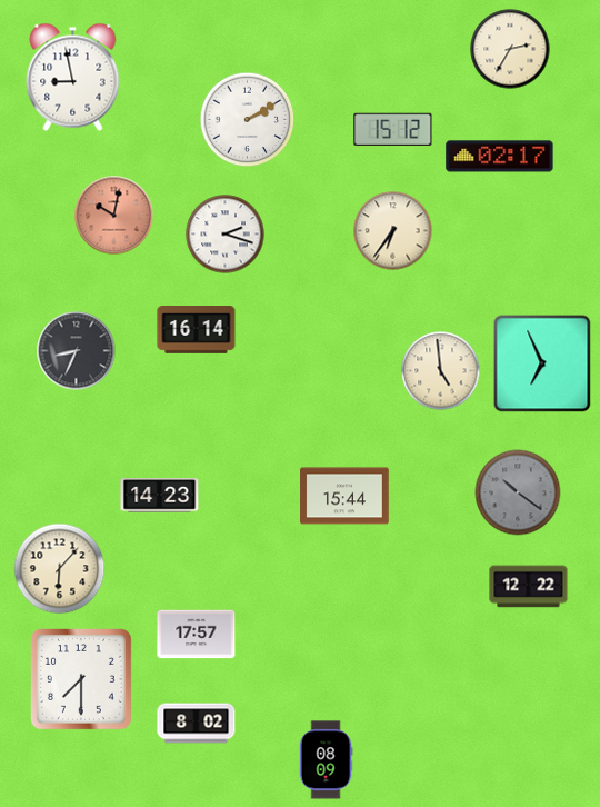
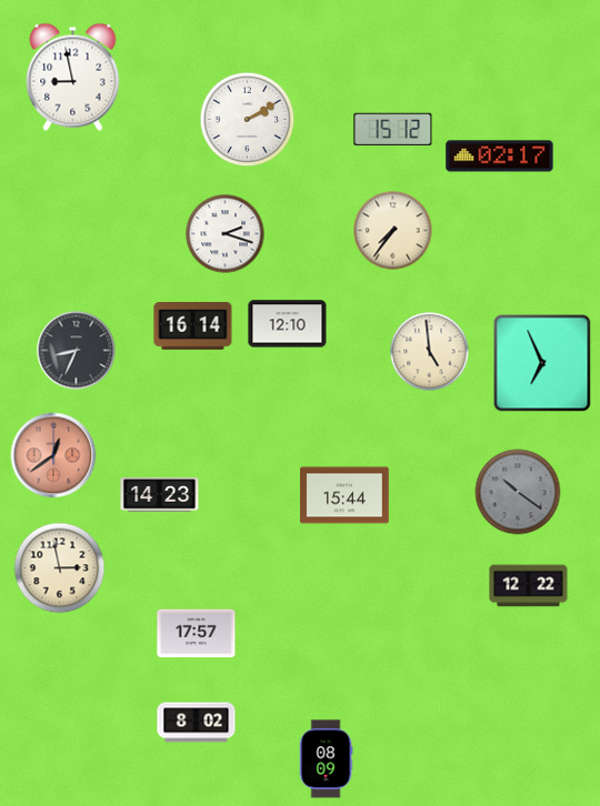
clock at (510, 49): 2:35 -> none
clock at (114, 216): 10:02 -> none
clock at (393, 231): 6:36 -> 7:36
clock at (288, 324): none -> 12:10
clock at (197, 330) position: (197, 330) -> (193, 326)
clock at (441, 371) position: (441, 371) -> (430, 352)
clock at (53, 455): none -> 12:39
clock at (60, 569): 6:07 -> 2:58
clock at (82, 680): 7:30 -> none
